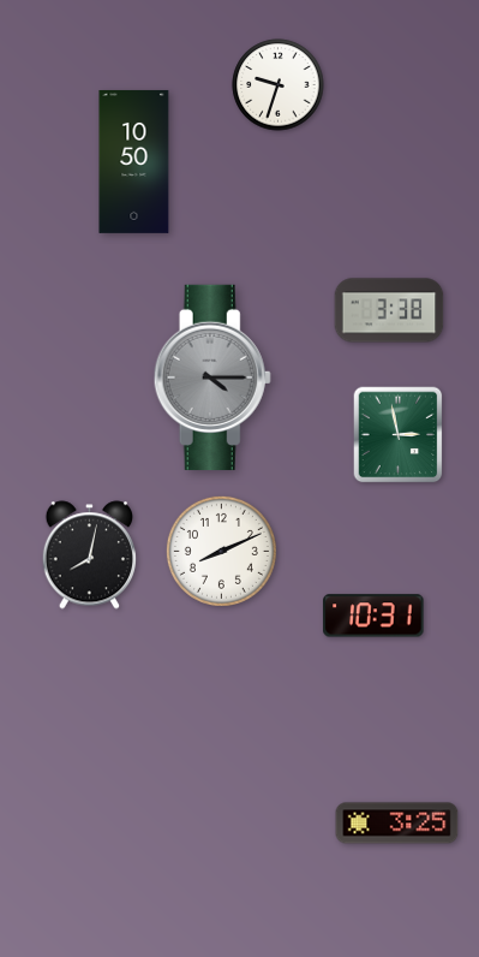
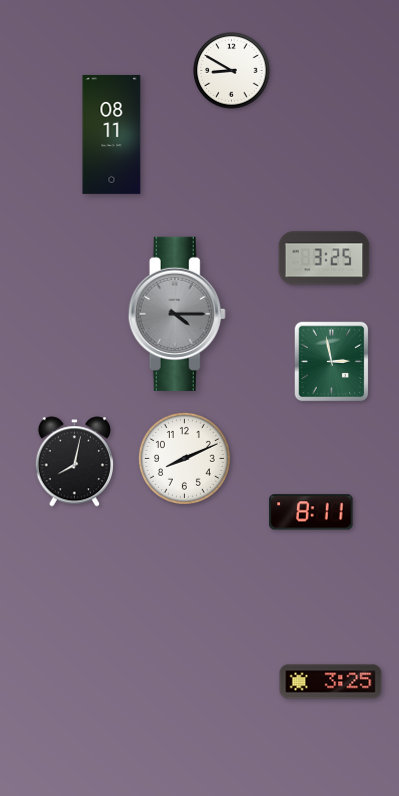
clock at (279, 85): 9:33 -> 8:50
clock at (134, 161): 10:50 -> 08:11
clock at (389, 310): 3:38 -> 3:25
clock at (373, 616): 10:31 -> 8:11
clock at (397, 824) position: (397, 824) -> (331, 682)
